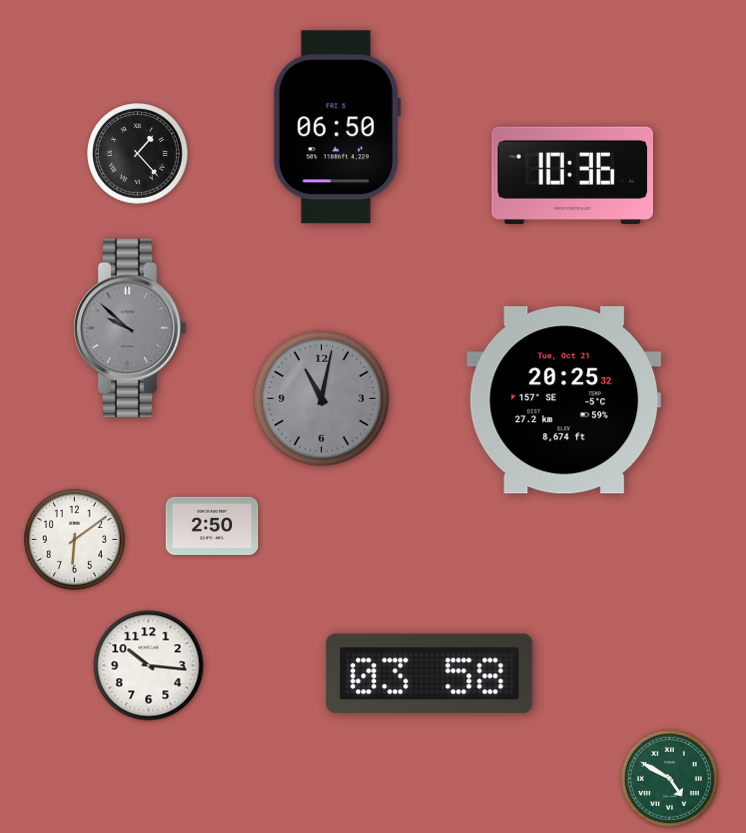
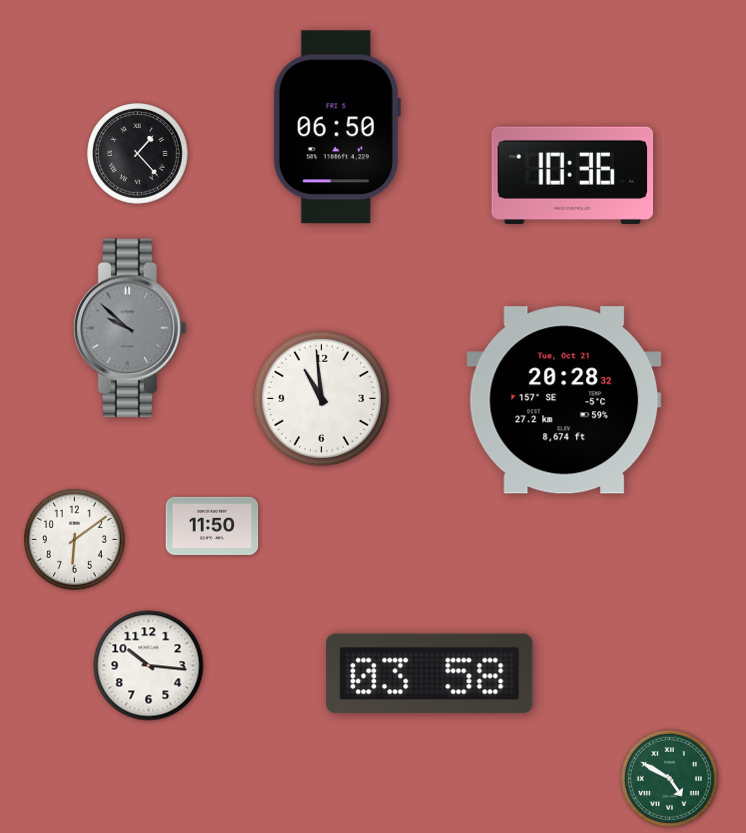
clock at (321, 398): 11:02 -> 10:59
clock at (321, 398) dial: grey -> white
clock at (564, 400): 20:25 -> 20:28
clock at (212, 526): 2:50 -> 11:50
